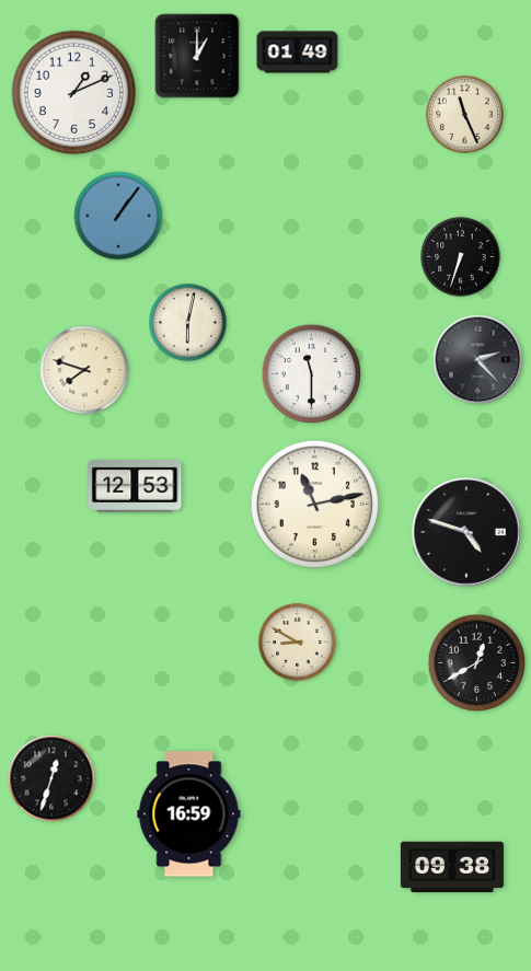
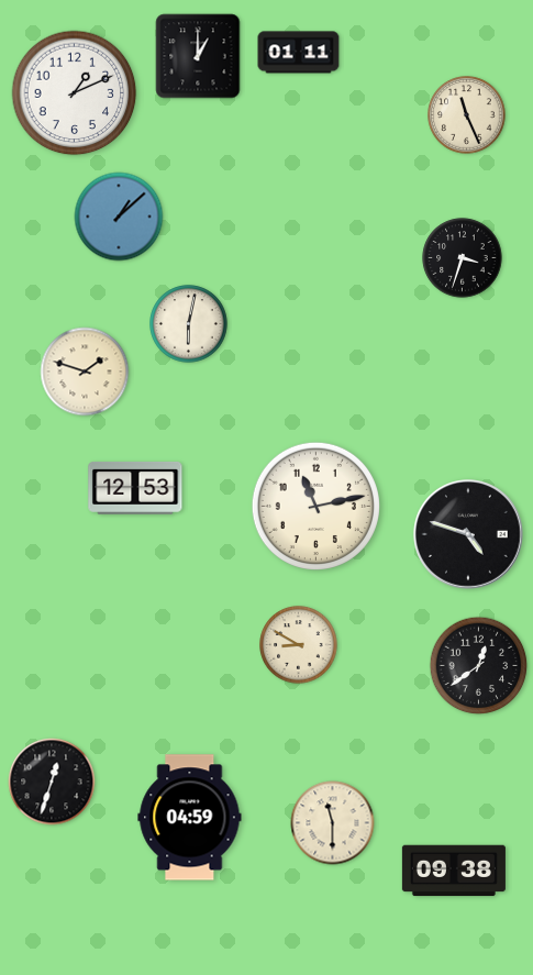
clock at (298, 53): 01:49 -> 01:11
clock at (118, 216): 1:06 -> 1:08
clock at (461, 257): 6:33 -> 3:33
clock at (478, 360): 2:23 -> none
clock at (84, 370): 7:48 -> 1:48
clock at (311, 373): 11:30 -> none
clock at (477, 663): 12:40 -> 12:39
clock at (189, 814): 16:59 -> 04:59
clock at (333, 823): none -> 11:30
